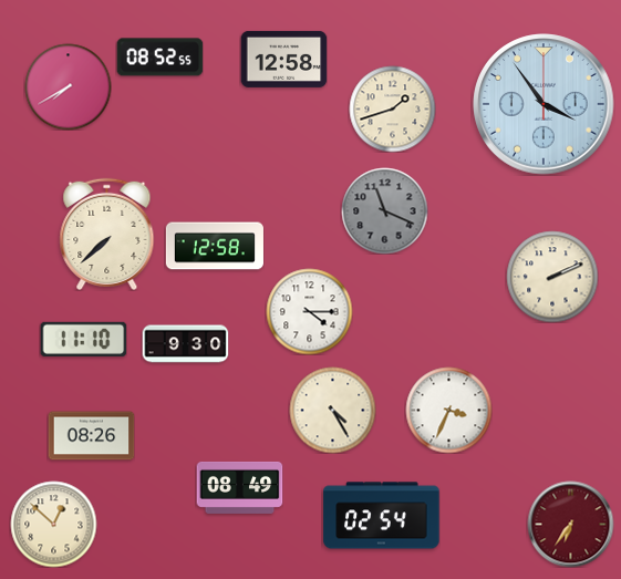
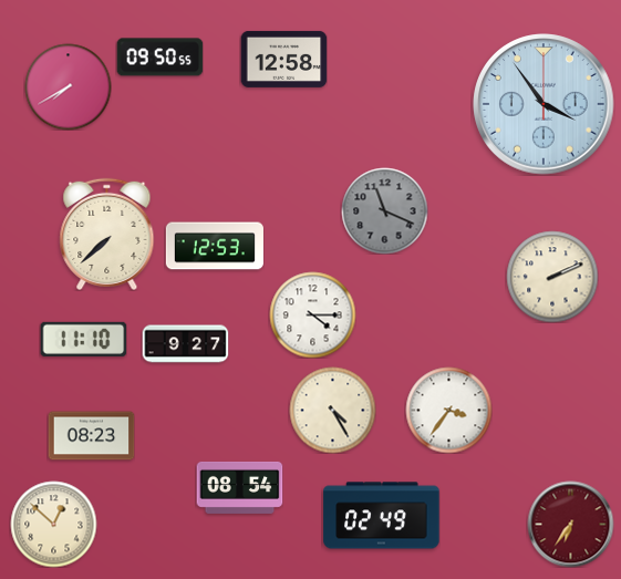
clock at (159, 58): 08:52 -> 09:50
clock at (392, 108): 1:42 -> none
clock at (215, 246): 12:58 -> 12:53
clock at (309, 311) position: (309, 311) -> (312, 314)
clock at (185, 344): 9:30 -> 9:27
clock at (448, 410): 3:34 -> 3:36
clock at (91, 436): 08:26 -> 08:23
clock at (239, 487): 08:49 -> 08:54
clock at (382, 516): 02:54 -> 02:49
